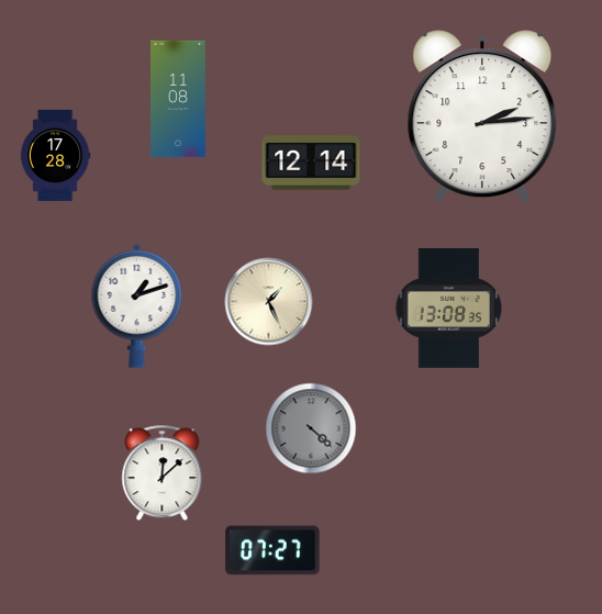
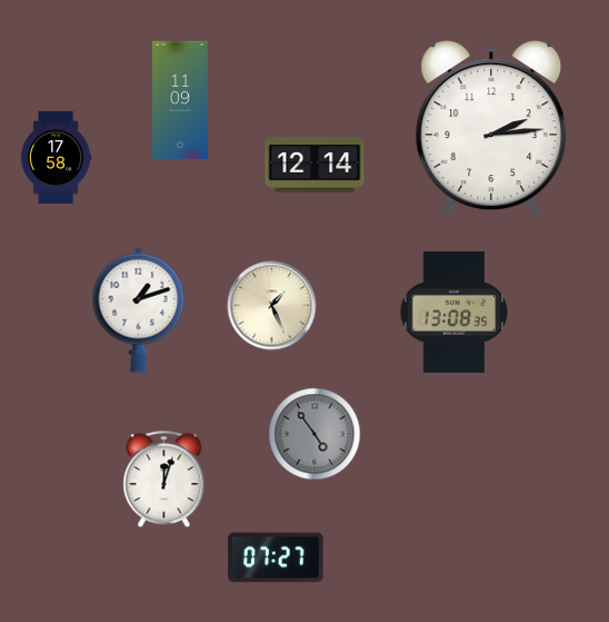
clock at (179, 99): 11:08 -> 11:09
clock at (482, 116) position: (482, 116) -> (491, 128)
clock at (55, 155): 17:28 -> 17:58
clock at (311, 428): 4:22 -> 4:54
clock at (163, 473): 12:08 -> 12:03
